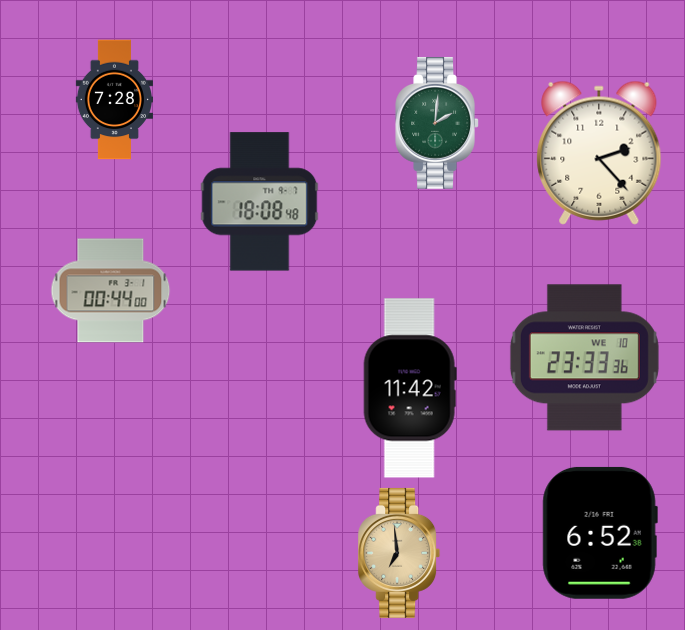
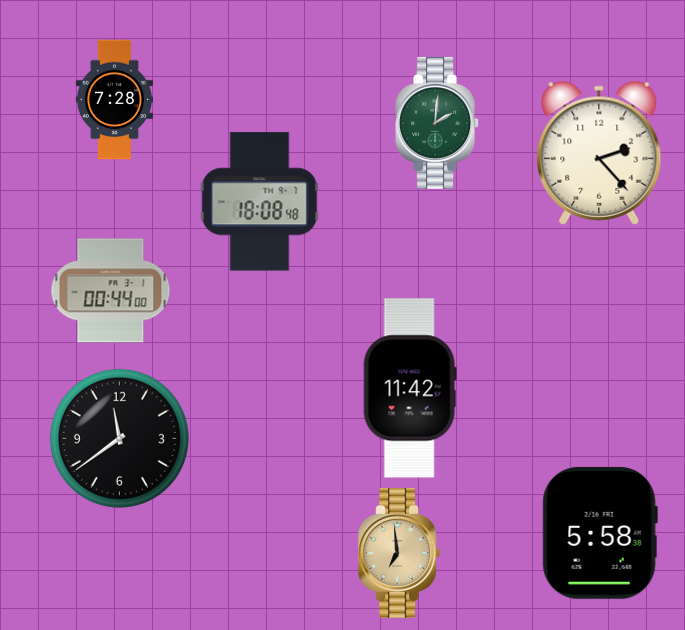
clock at (584, 358): 23:33 -> none
clock at (119, 438): none -> 11:39
clock at (600, 533): 6:52 -> 5:58
